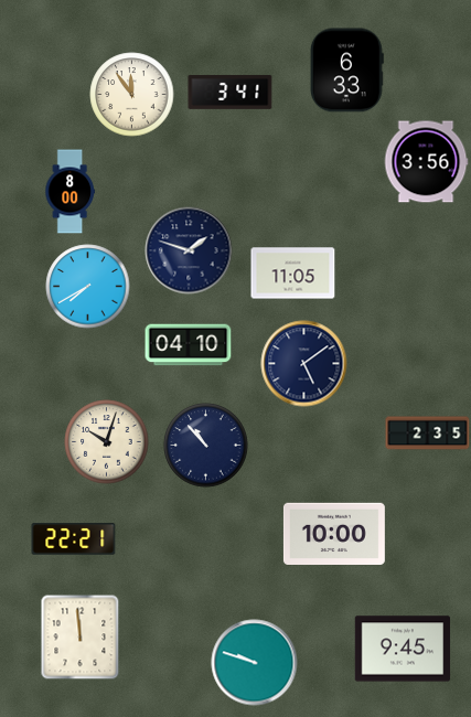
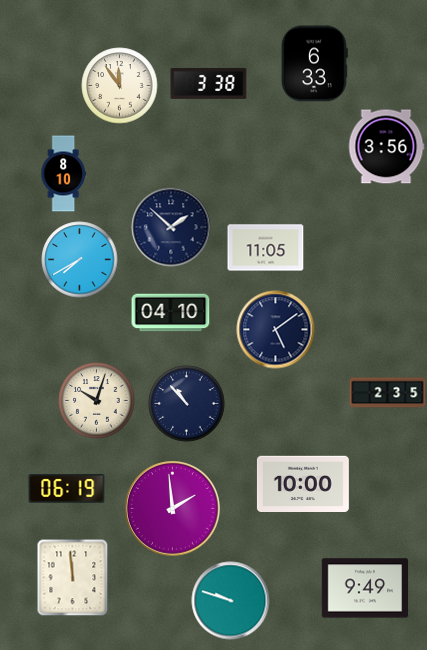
clock at (231, 92): 3:41 -> 3:38
clock at (69, 192): 8:00 -> 8:10
clock at (189, 250): 1:48 -> 1:52
clock at (74, 539): 22:21 -> 06:19
clock at (173, 509): none -> 1:59
clock at (403, 649): 9:45 -> 9:49
